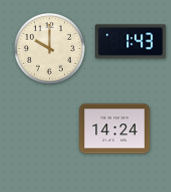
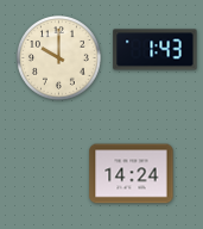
clock at (115, 129) position: (115, 129) -> (132, 174)
